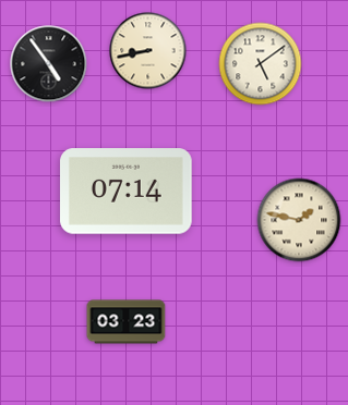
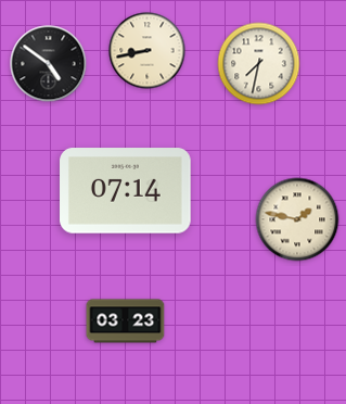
clock at (49, 64): 4:54 -> 4:51
clock at (261, 64): 5:09 -> 7:32
